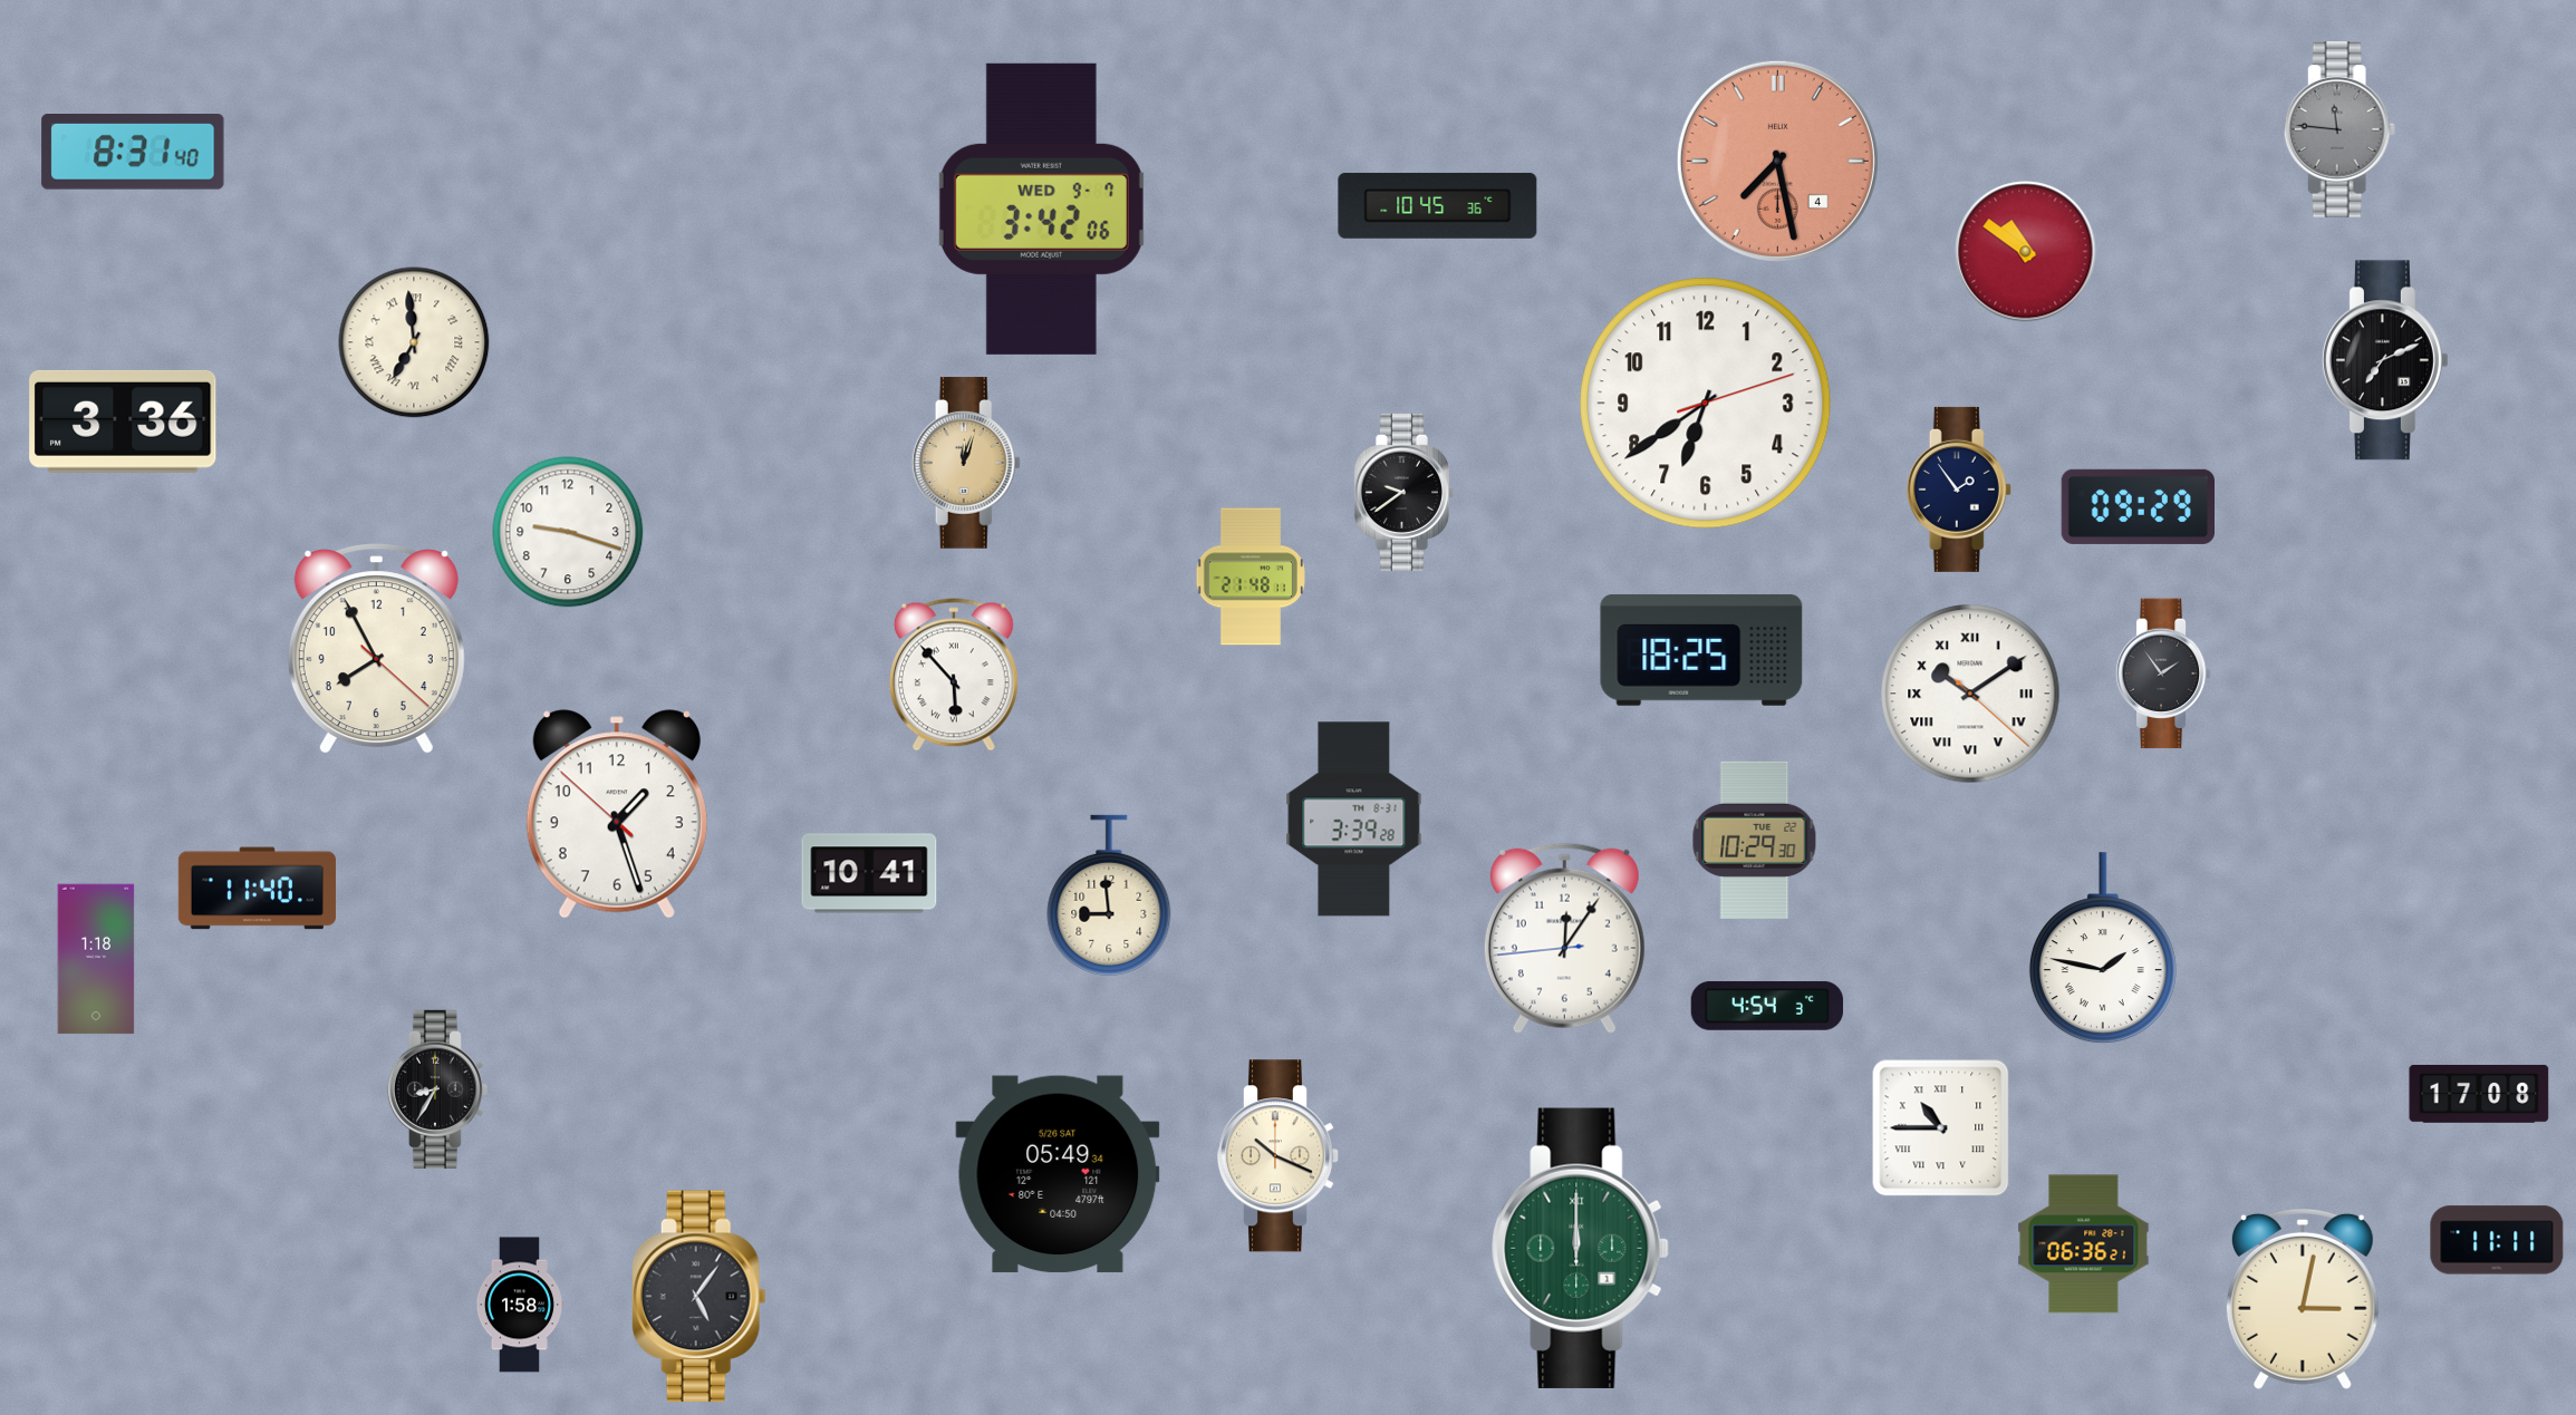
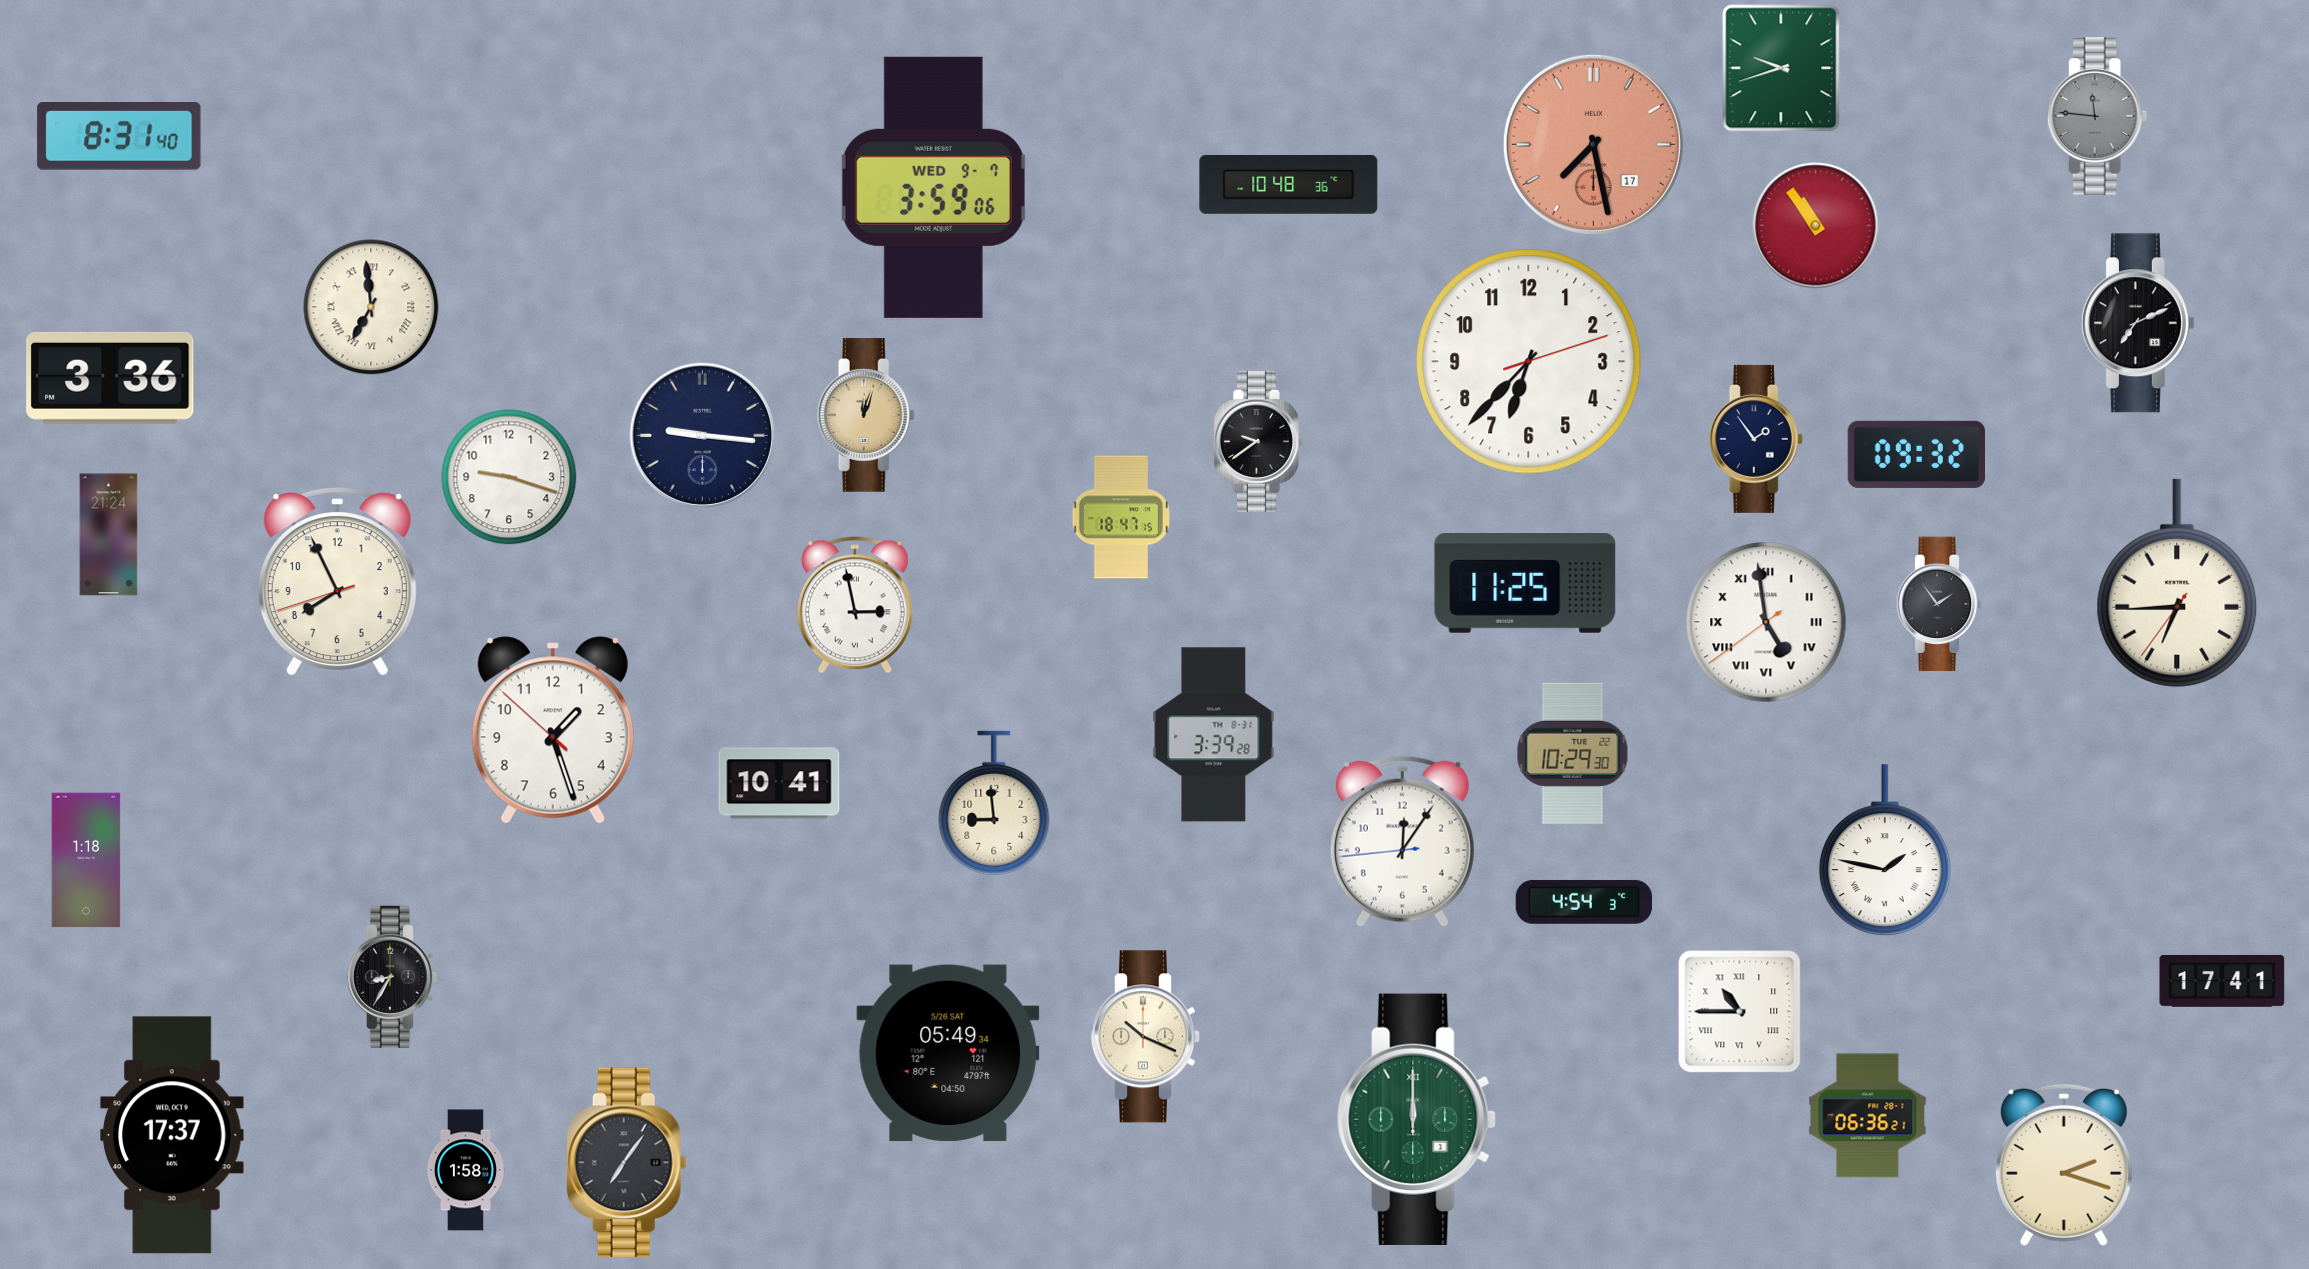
clock at (1781, 68): none -> 9:42
clock at (1777, 161) date: 4 -> 17
clock at (1438, 205): 10:45 -> 10:48
clock at (1041, 209): 3:42 -> 3:59
clock at (2026, 252): 10:51 -> 10:54
clock at (1706, 404): 6:39 -> 6:37
clock at (702, 435): none -> 9:16
clock at (2138, 506): 09:29 -> 09:32
clock at (1251, 576): 21:48 -> 18:47
clock at (109, 535): none -> 21:24
clock at (376, 649): 7:55:22 -> 7:55:42
clock at (1701, 650): 18:25 -> 11:25
clock at (2177, 583): none -> 6:44
clock at (954, 675): 5:53 -> 2:58
clock at (1970, 694): 10:09 -> 4:58
clock at (257, 889): 11:40 -> none
clock at (2479, 1094): 17:08 -> 17:41
clock at (2497, 1240): 11:11 -> none
clock at (172, 1135): none -> 17:37
clock at (698, 1297): 5:06 -> 7:06
clock at (2303, 1299): 3:02 -> 2:18
